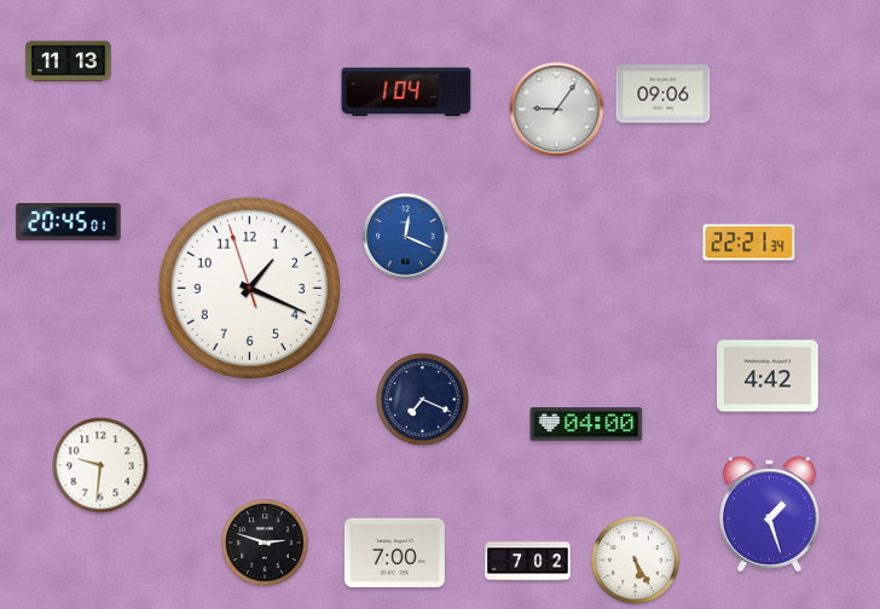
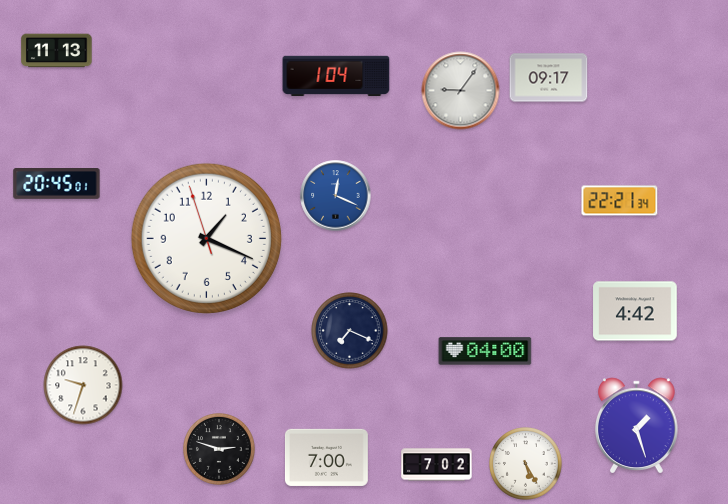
clock at (664, 94): 09:06 -> 09:17
clock at (100, 465): 9:31 -> 9:33
